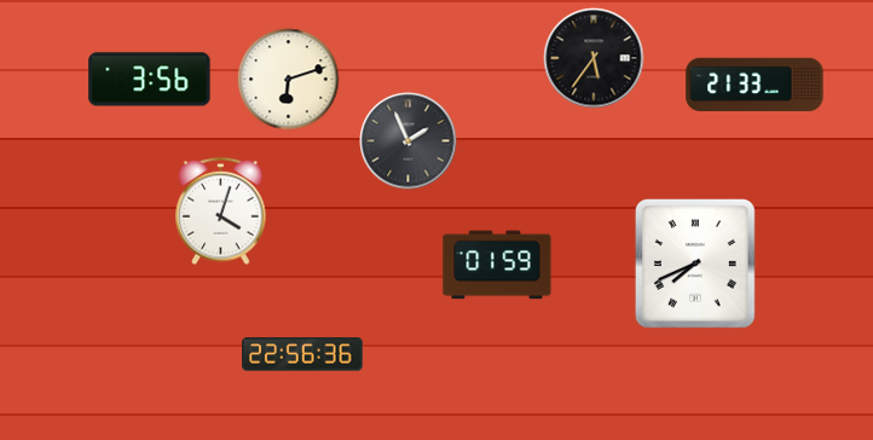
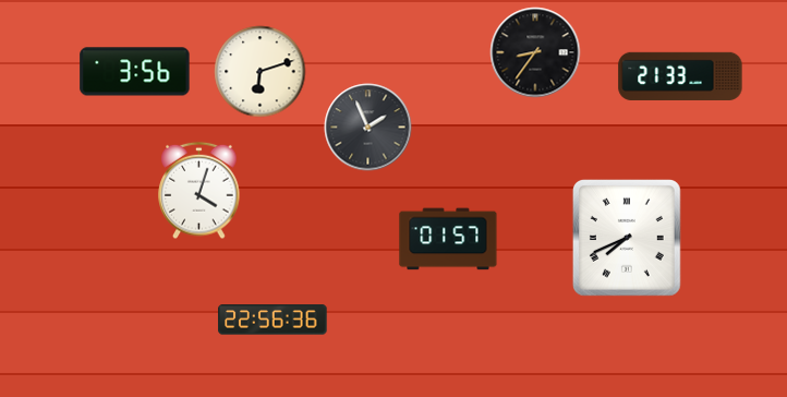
clock at (594, 58): 5:36 -> 8:36
clock at (497, 265): 01:59 -> 01:57
